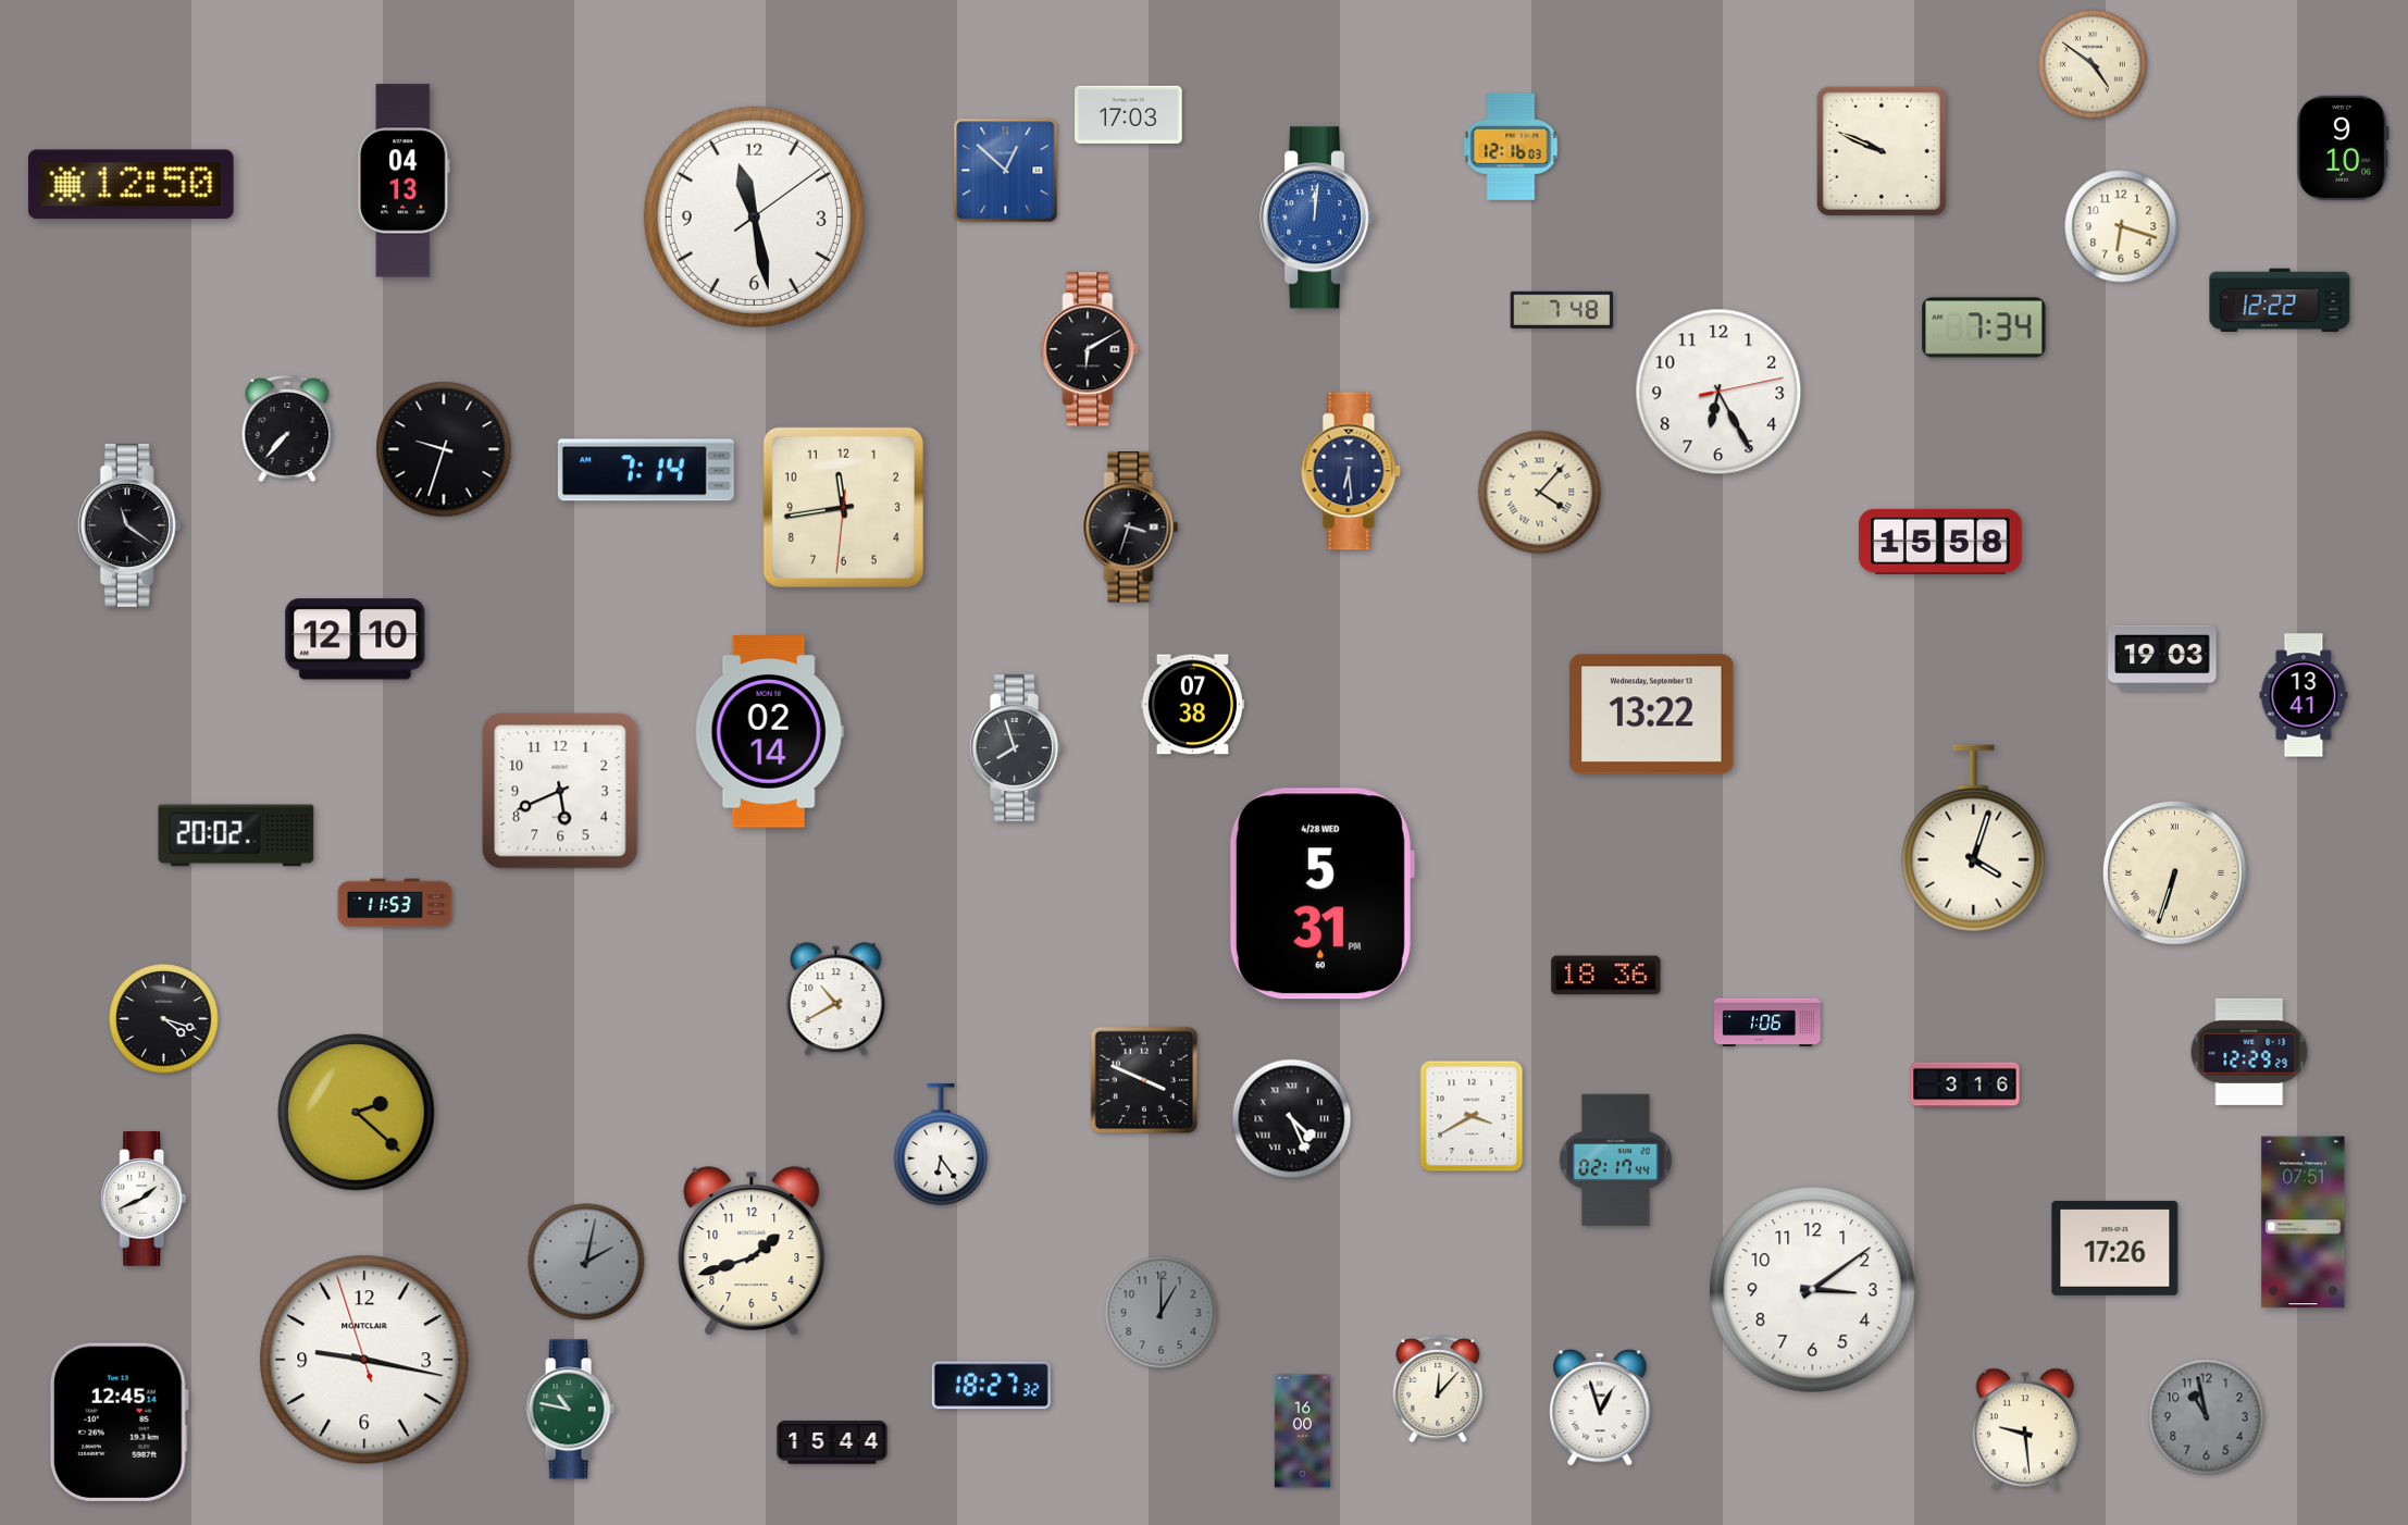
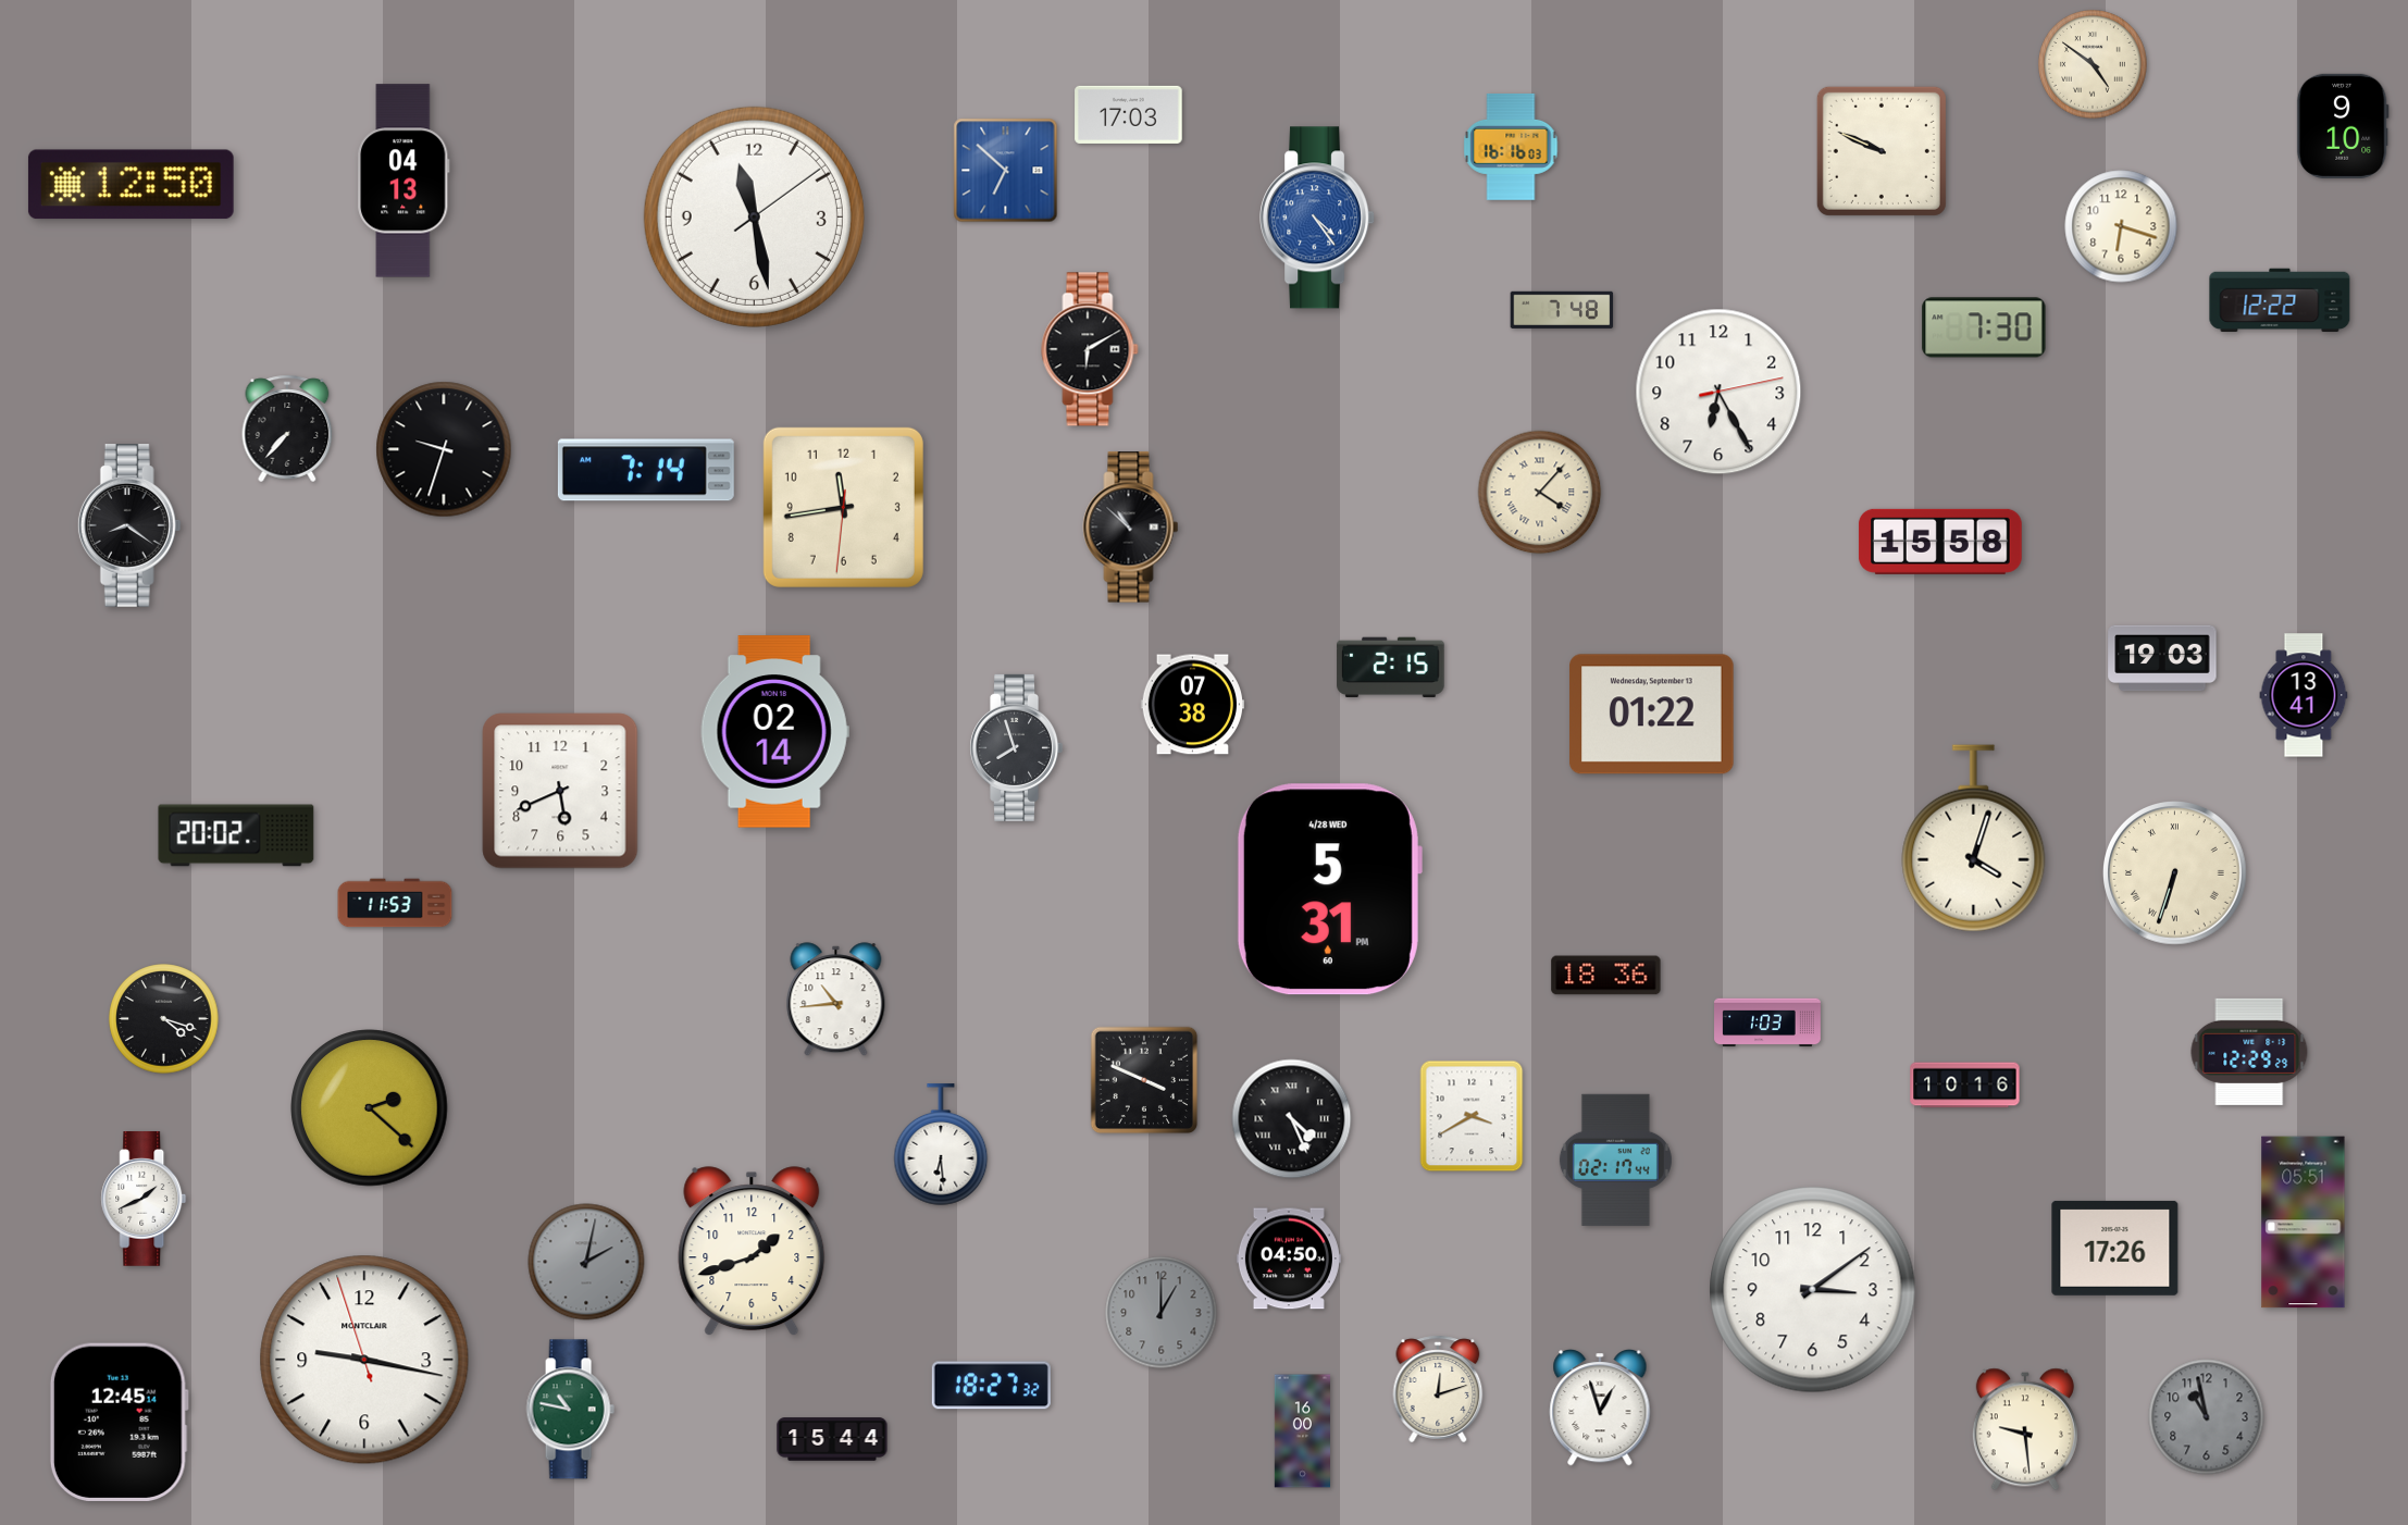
clock at (1511, 148): 12:16 -> 16:16
clock at (2343, 148) position: (2343, 148) -> (2343, 126)
clock at (1006, 171): 12:52 -> 6:52
clock at (1318, 218): 12:01 -> 4:24
clock at (1984, 327): 7:34 -> 7:30
clock at (1351, 471): 6:29 -> none
clock at (129, 526): 11:21 -> 8:21
clock at (1131, 528): 3:33 -> 10:52
clock at (356, 640): 12:10 -> none
clock at (1391, 667): none -> 2:15
clock at (1652, 715): 13:22 -> 01:22
clock at (769, 732) position: (769, 732) -> (774, 732)
clock at (1321, 894) position: (1321, 894) -> (1329, 890)
clock at (836, 1000): 10:40 -> 10:44
clock at (1767, 1022): 1:06 -> 1:03
clock at (1965, 1086): 3:16 -> 10:16
clock at (357, 1113) position: (357, 1113) -> (370, 1108)
clock at (941, 1145): 6:24 -> 6:29
clock at (2304, 1223): 07:51 -> 05:51
clock at (1289, 1259): none -> 04:50
clock at (1438, 1389): 12:07 -> 12:12
clock at (832, 1442) position: (832, 1442) -> (832, 1439)
